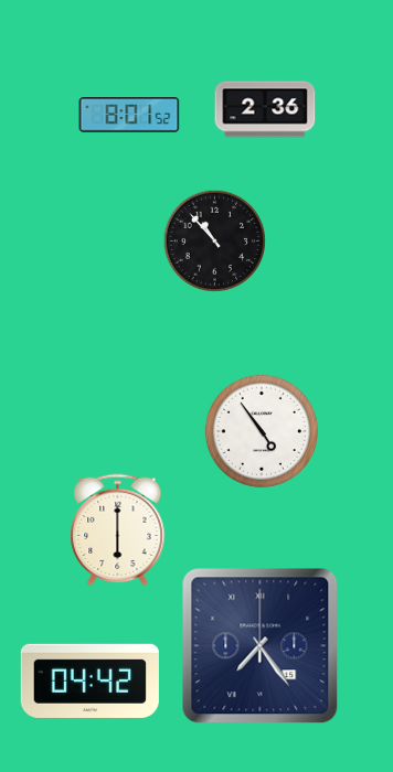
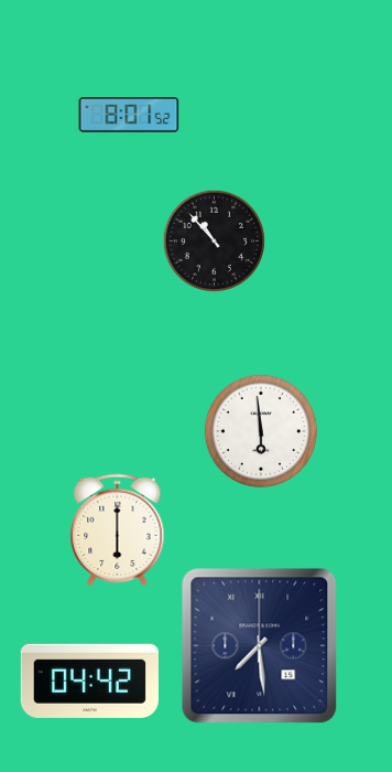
clock at (265, 109): 2:36 -> none
clock at (262, 431): 4:54 -> 5:59
clock at (261, 646): 7:24 -> 7:29
